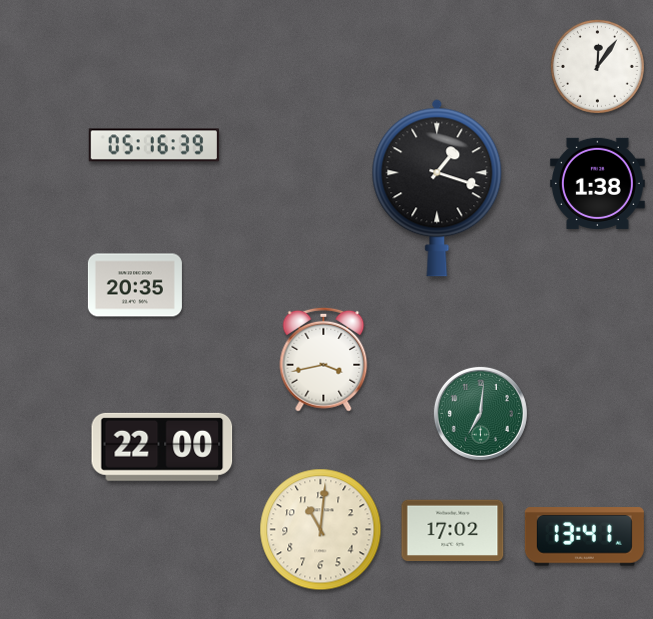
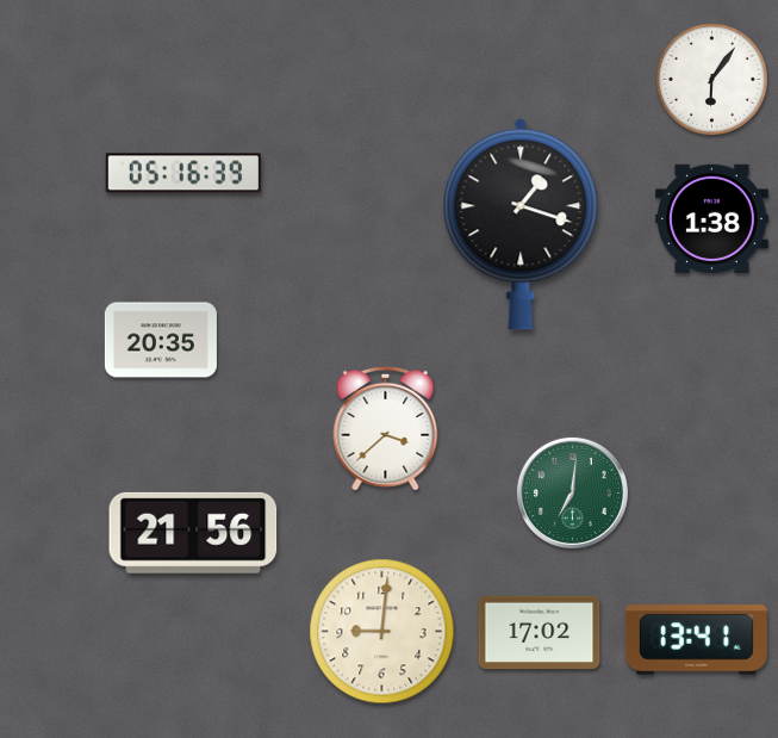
clock at (597, 66): 12:06 -> 6:06
clock at (324, 359): 3:43 -> 3:38
clock at (162, 447): 22:00 -> 21:56
clock at (321, 530): 11:01 -> 9:01
